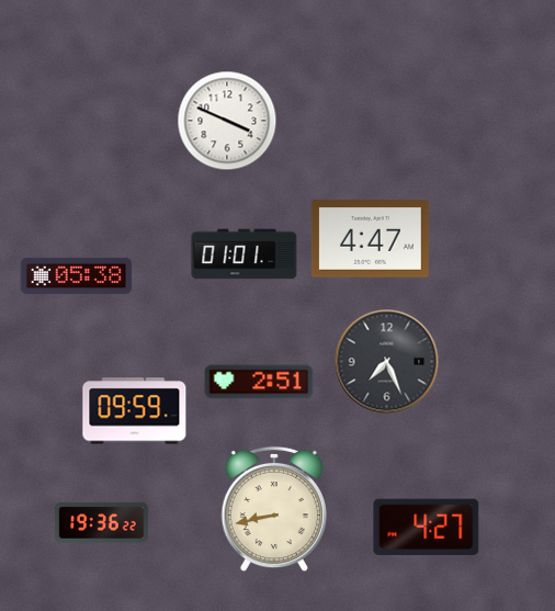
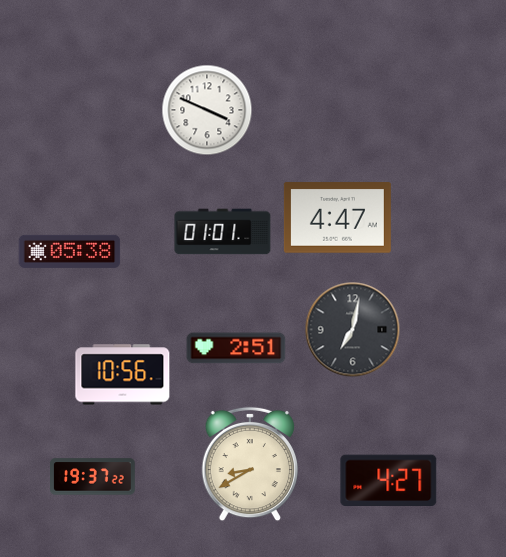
clock at (387, 362): 7:26 -> 7:02
clock at (135, 411): 09:59 -> 10:56
clock at (273, 509): 8:43 -> 8:40
clock at (102, 523): 19:36 -> 19:37
